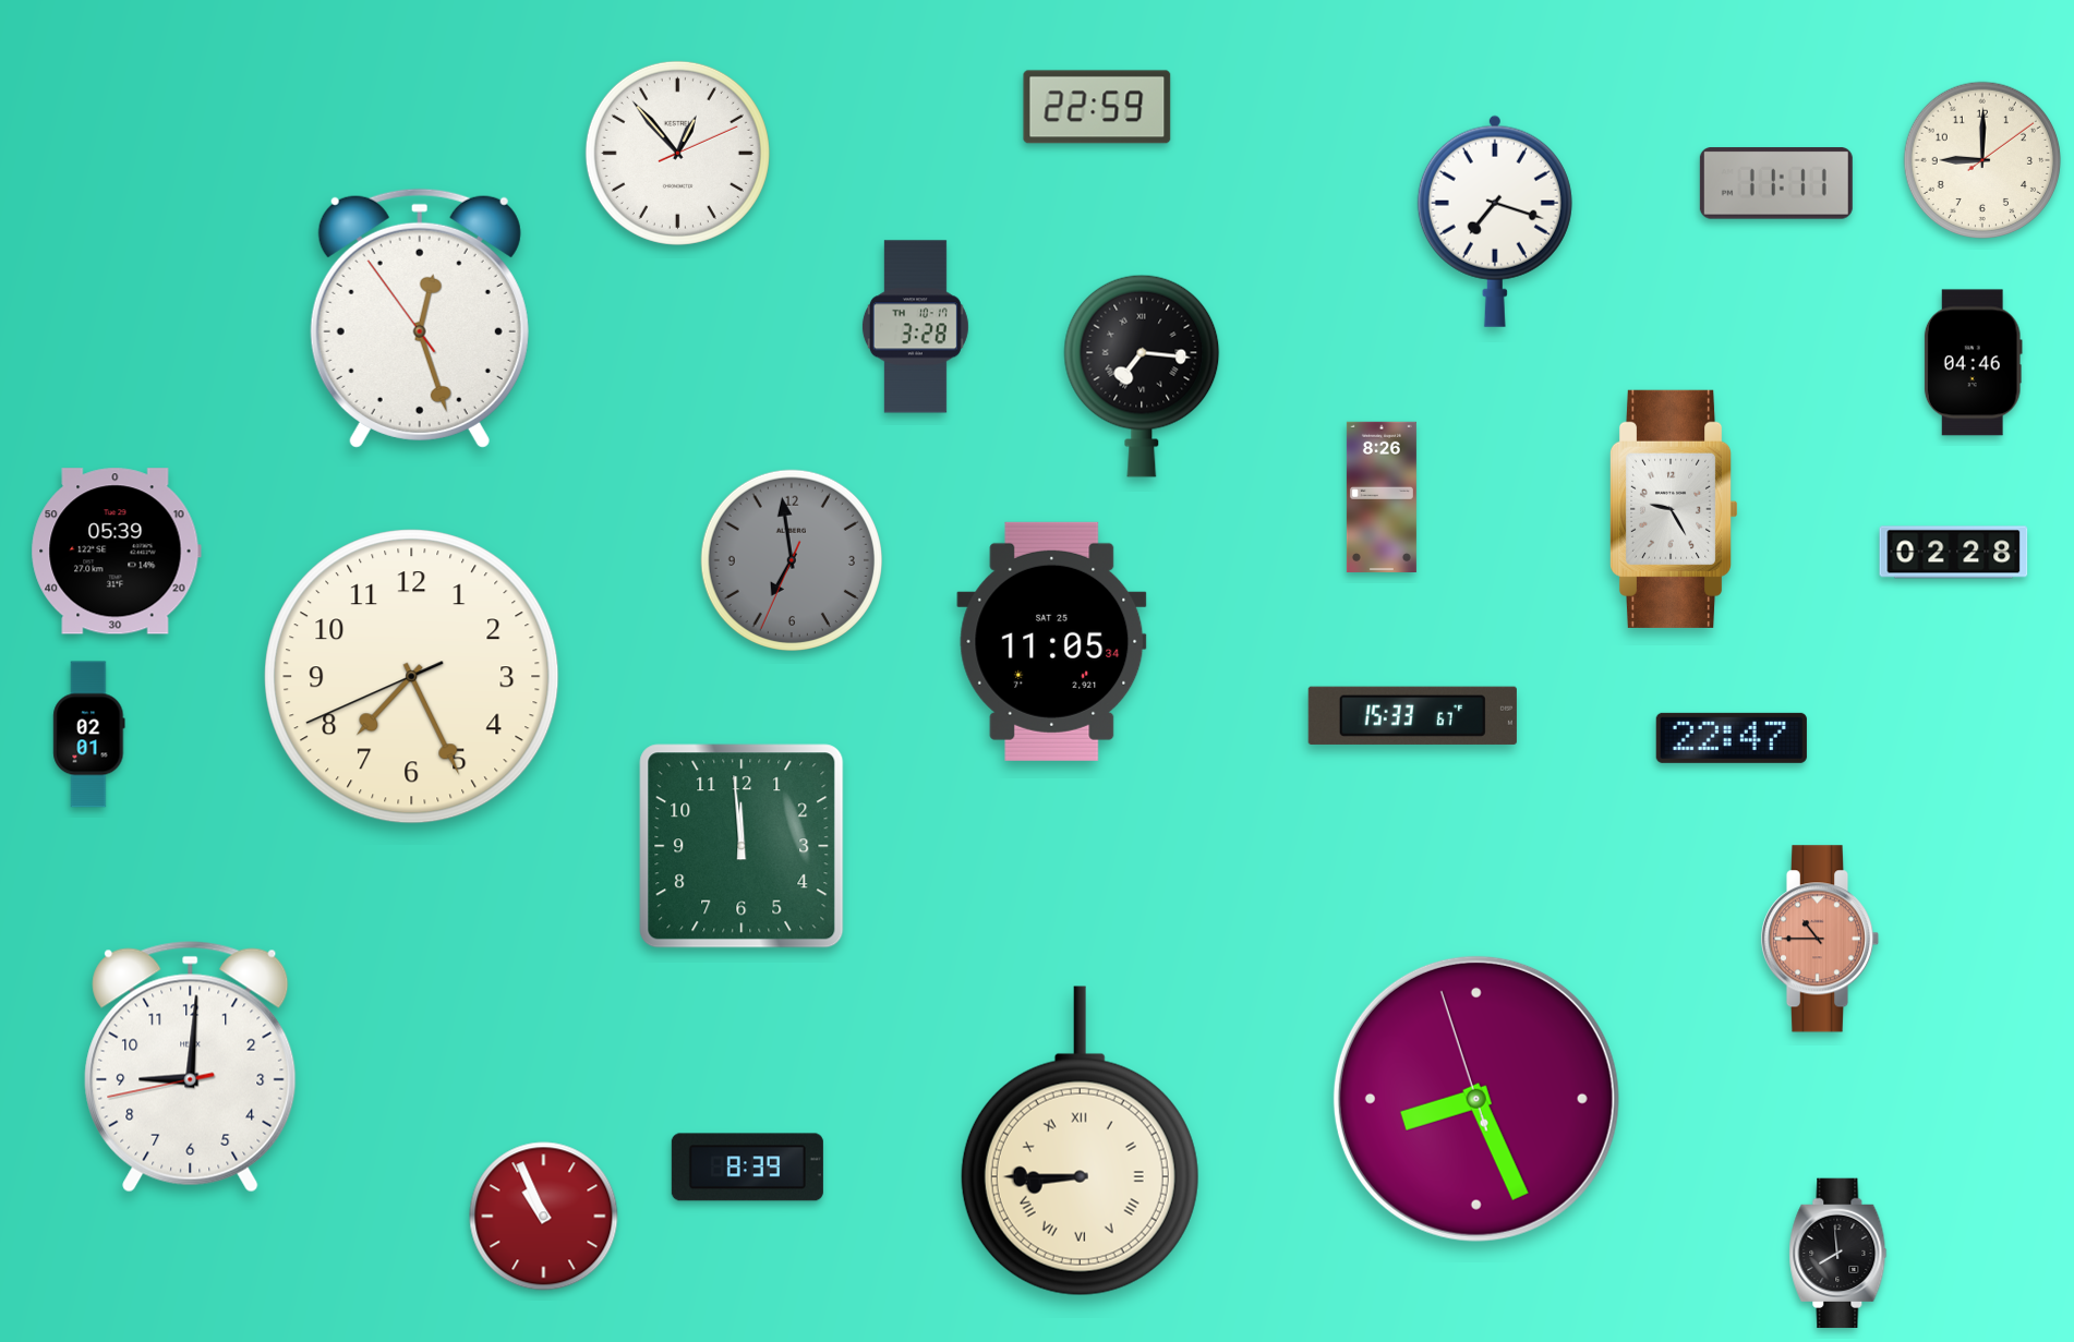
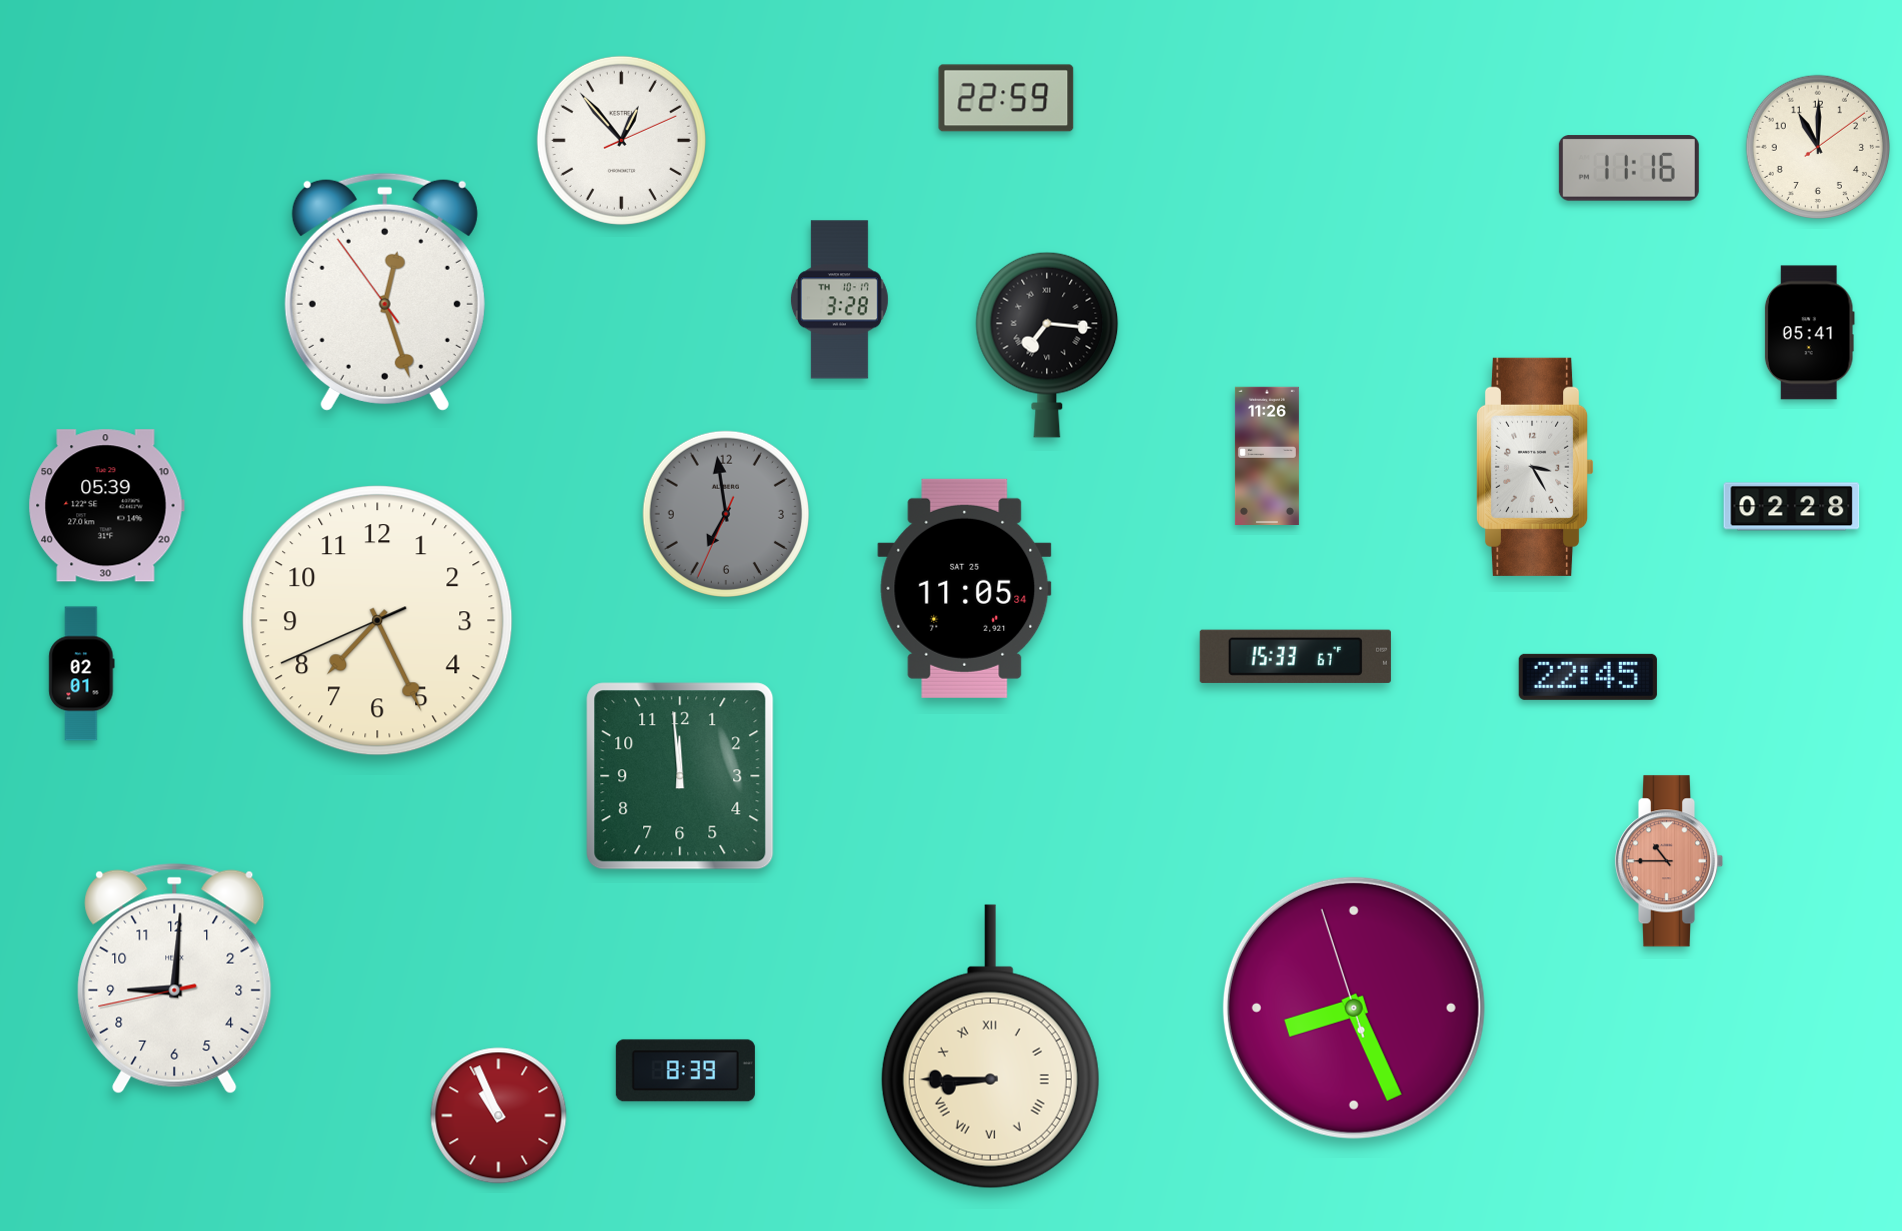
clock at (1981, 159): 9:00 -> 11:00
clock at (1776, 183): 11:11 -> 11:16
clock at (1495, 221): 7:18 -> none
clock at (1973, 363): 04:46 -> 05:41
clock at (1382, 496): 8:26 -> 11:26
clock at (1674, 509): 9:25 -> 3:25
clock at (1732, 738): 22:47 -> 22:45
clock at (1838, 1254): 7:59 -> none
